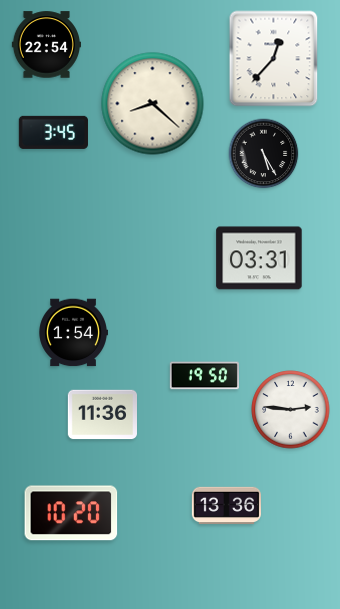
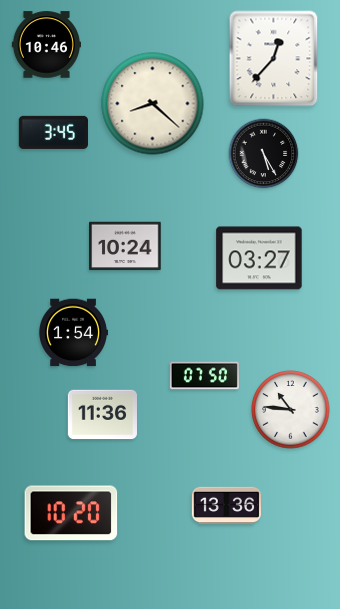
clock at (46, 45): 22:54 -> 10:46
clock at (125, 246): none -> 10:24
clock at (259, 258): 03:31 -> 03:27
clock at (204, 376): 19:50 -> 07:50
clock at (291, 410): 2:46 -> 10:46
